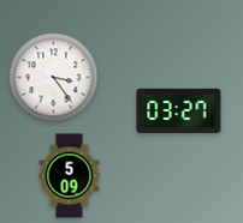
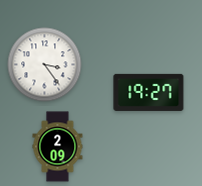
clock at (179, 110): 03:27 -> 19:27
clock at (70, 176): 5:09 -> 2:09
